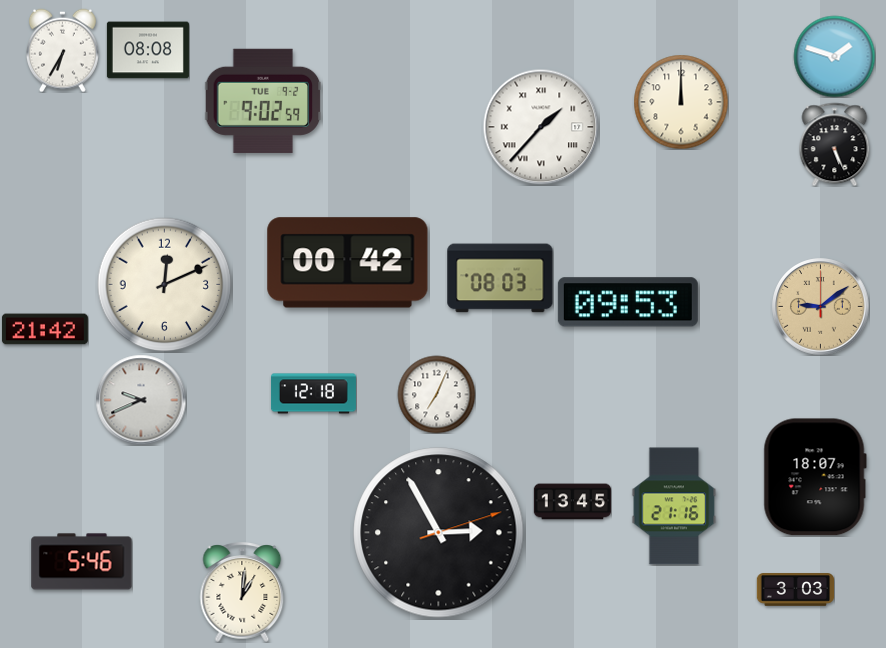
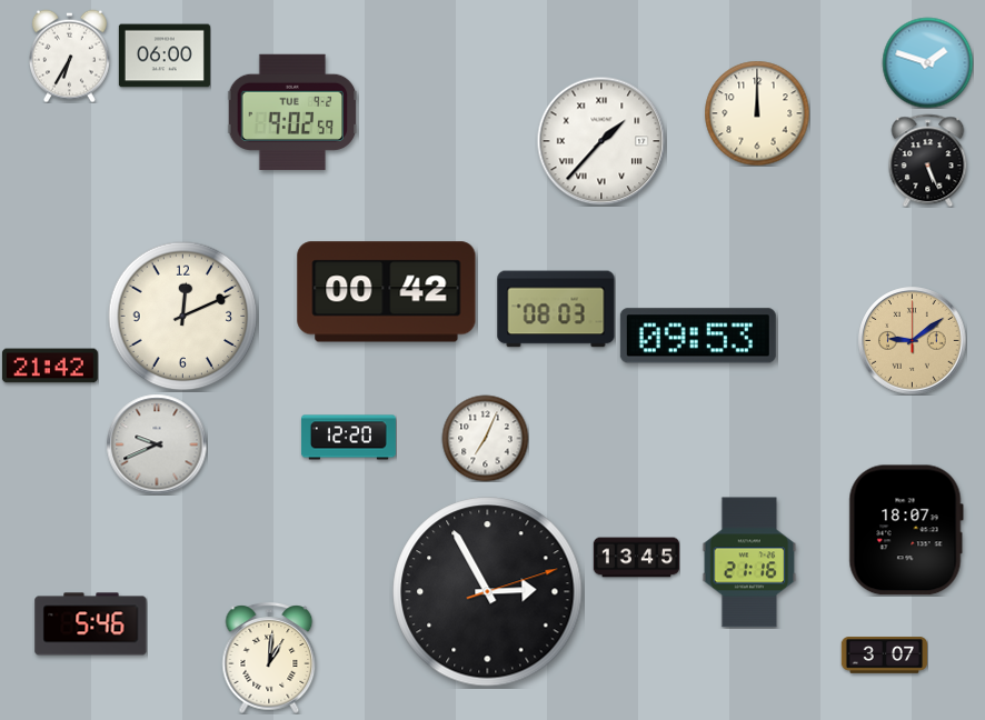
clock at (148, 50): 08:08 -> 06:00
clock at (313, 394): 12:18 -> 12:20
clock at (795, 590): 3:03 -> 3:07
